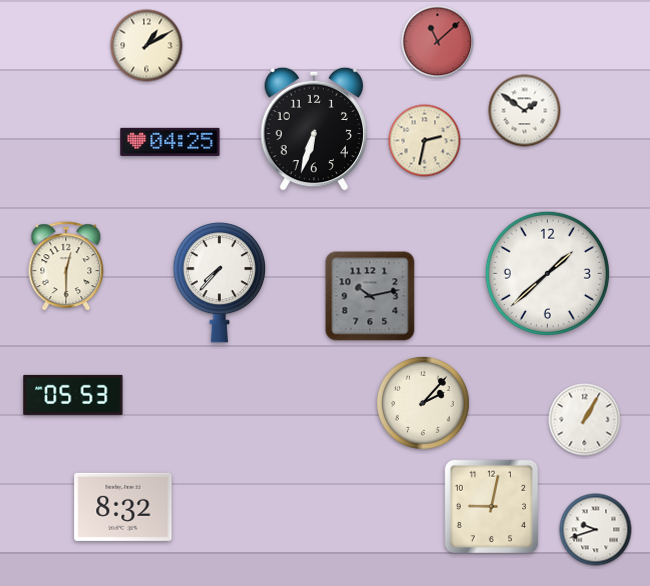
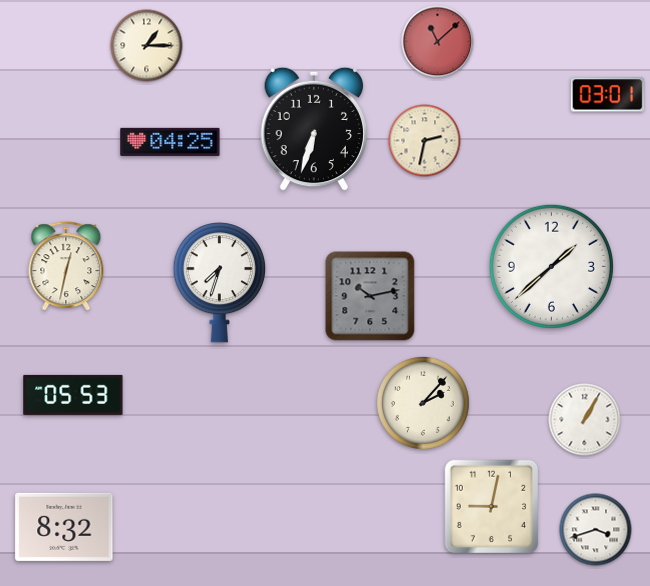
clock at (147, 46): 1:10 -> 1:15
clock at (608, 95): none -> 03:01
clock at (525, 111): 1:51 -> none
clock at (66, 267): 12:30 -> 12:32
clock at (547, 273) position: (547, 273) -> (551, 266)
clock at (219, 283): 7:37 -> 7:33
clock at (123, 507) position: (123, 507) -> (64, 527)
clock at (596, 530): 9:42 -> 3:42
